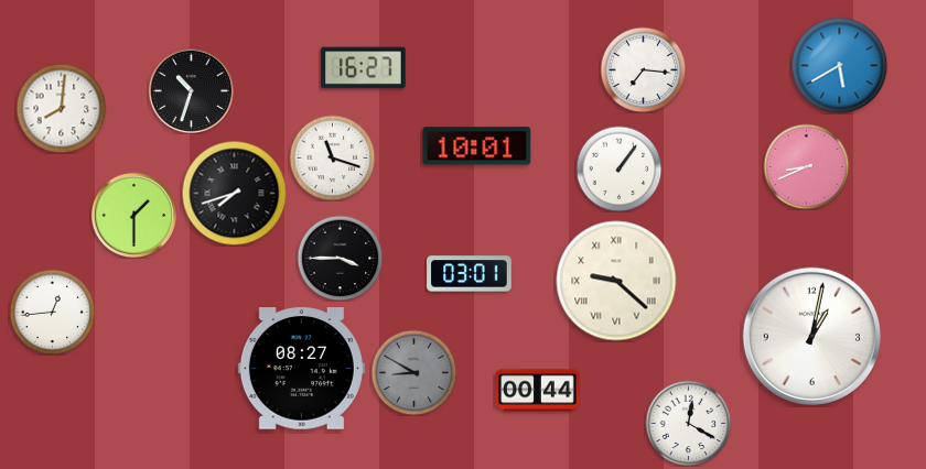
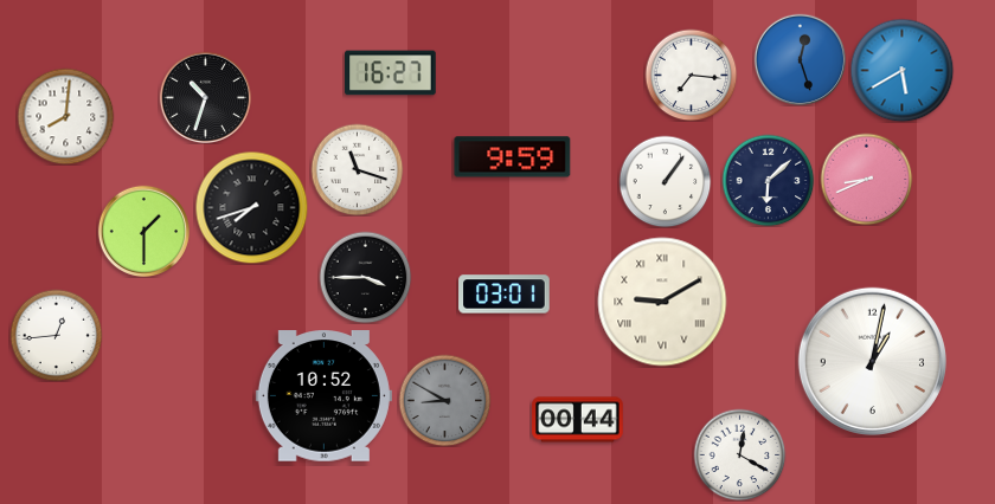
clock at (800, 59): none -> 12:27
clock at (477, 146): 10:01 -> 9:59
clock at (768, 180): none -> 6:08
clock at (616, 281): 9:22 -> 9:10
clock at (301, 369): 08:27 -> 10:52
